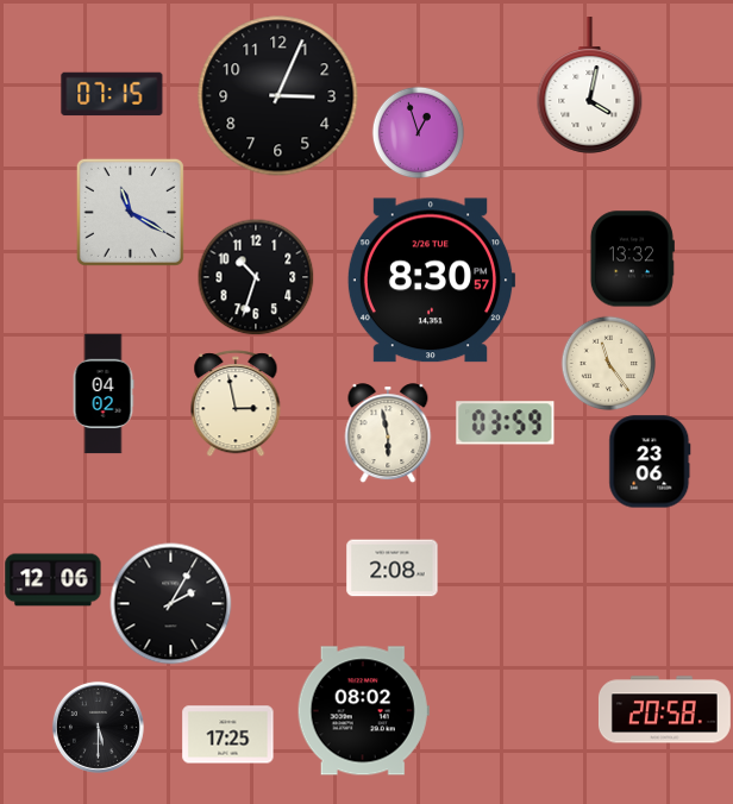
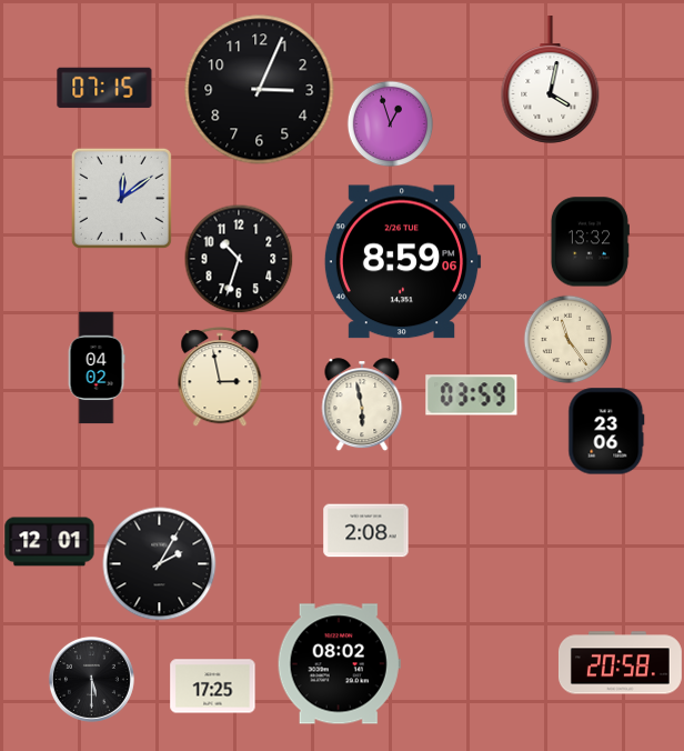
clock at (130, 212): 11:20 -> 12:09
clock at (431, 281): 8:30 -> 8:59
clock at (54, 580): 12:06 -> 12:01
